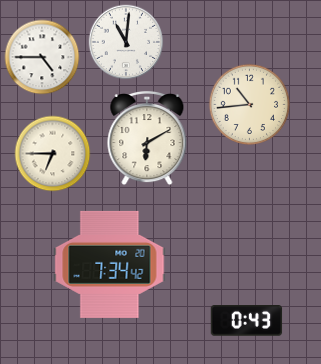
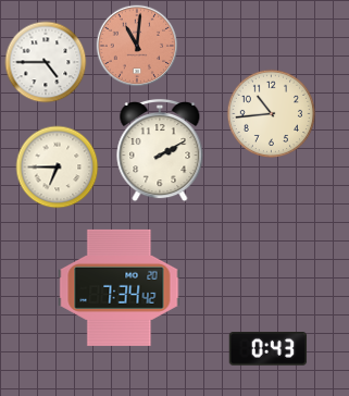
clock at (126, 42) dial: white -> salmon
clock at (147, 138): 6:10 -> 2:10
